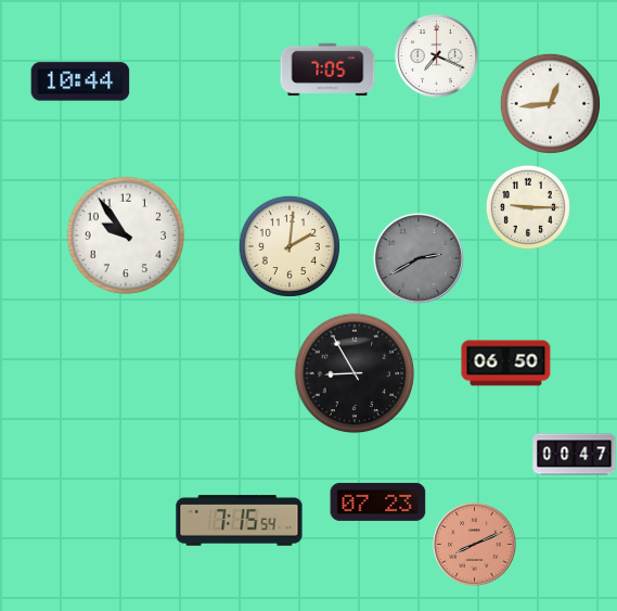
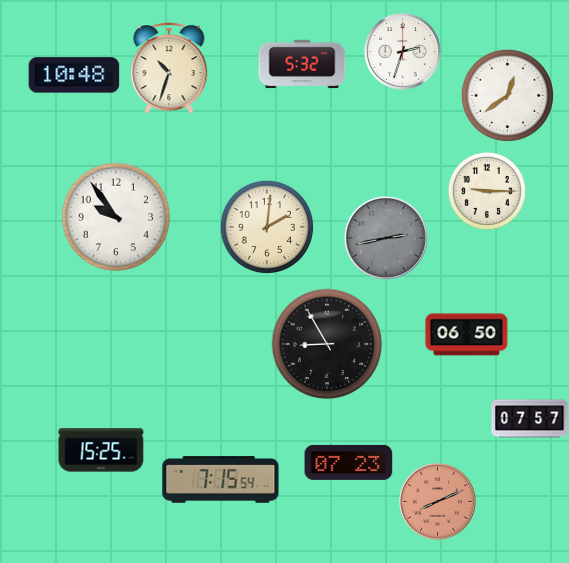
clock at (437, 56): 7:19 -> 2:33
clock at (327, 69): 7:05 -> 5:32
clock at (169, 68): none -> 10:33
clock at (80, 81): 10:44 -> 10:48
clock at (550, 103): 12:44 -> 12:39
clock at (419, 258): 2:40 -> 2:43
clock at (575, 455): 00:47 -> 07:57
clock at (101, 450): none -> 15:25
